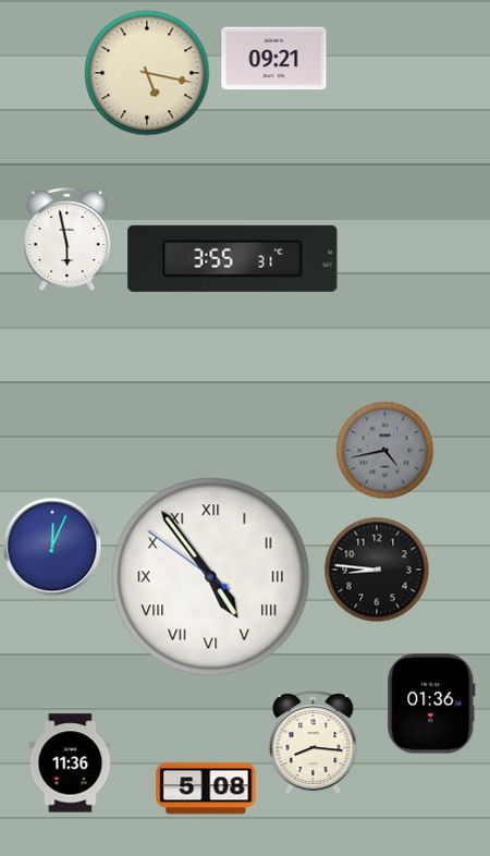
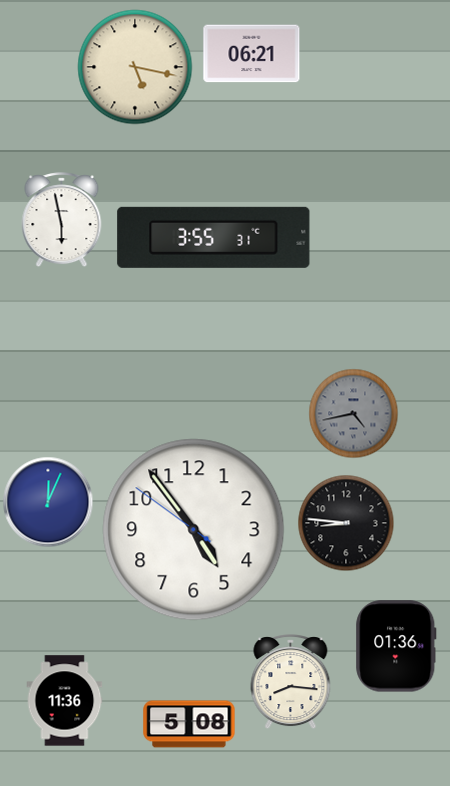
clock at (274, 59): 09:21 -> 06:21
clock at (211, 577) numerals: Roman -> Arabic
clock at (314, 743) position: (314, 743) -> (291, 682)
